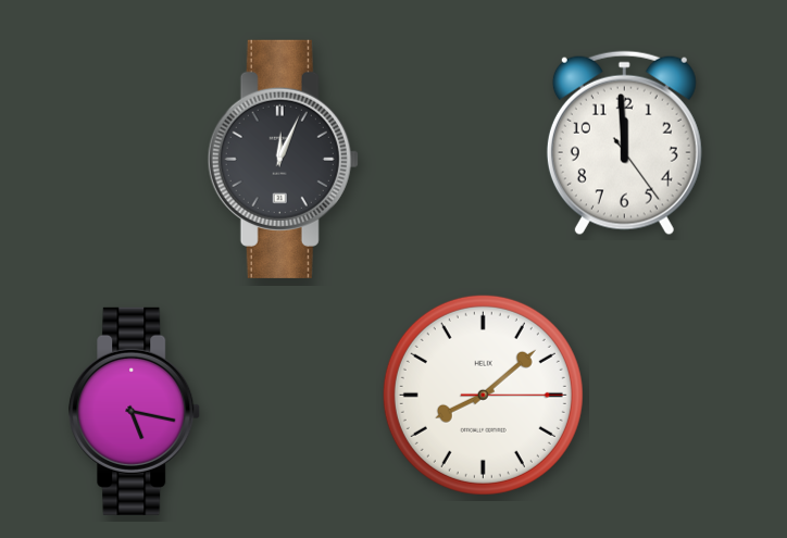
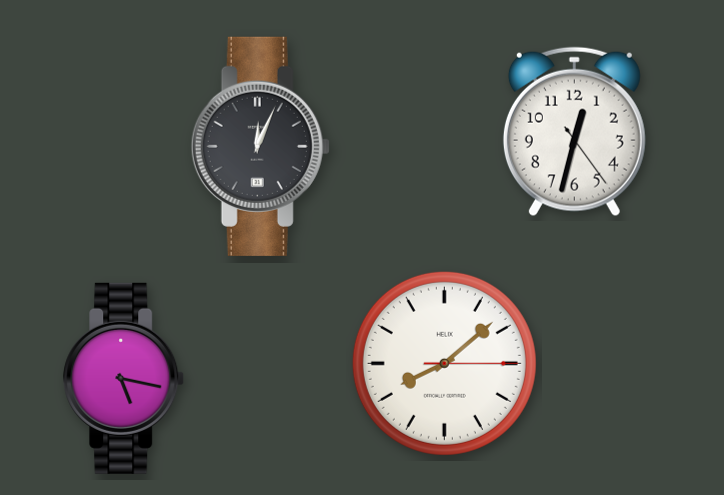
clock at (624, 143): 11:59 -> 12:32
